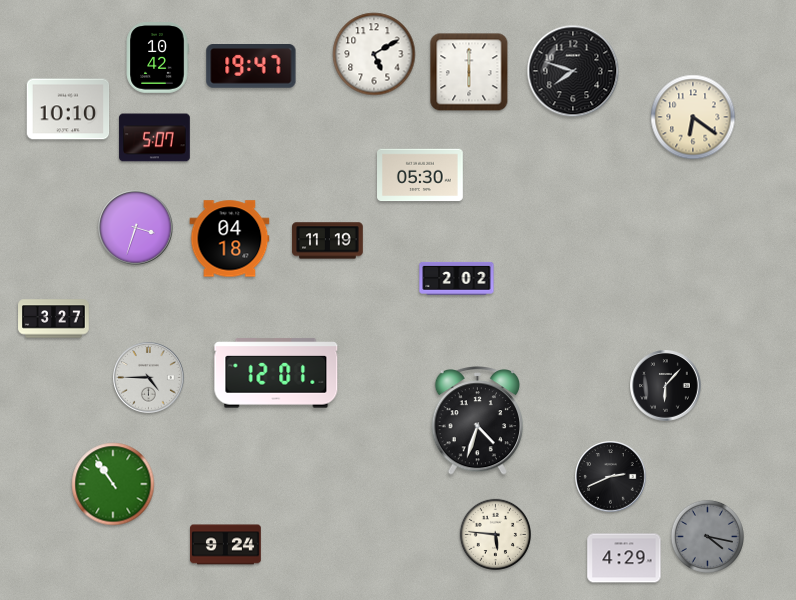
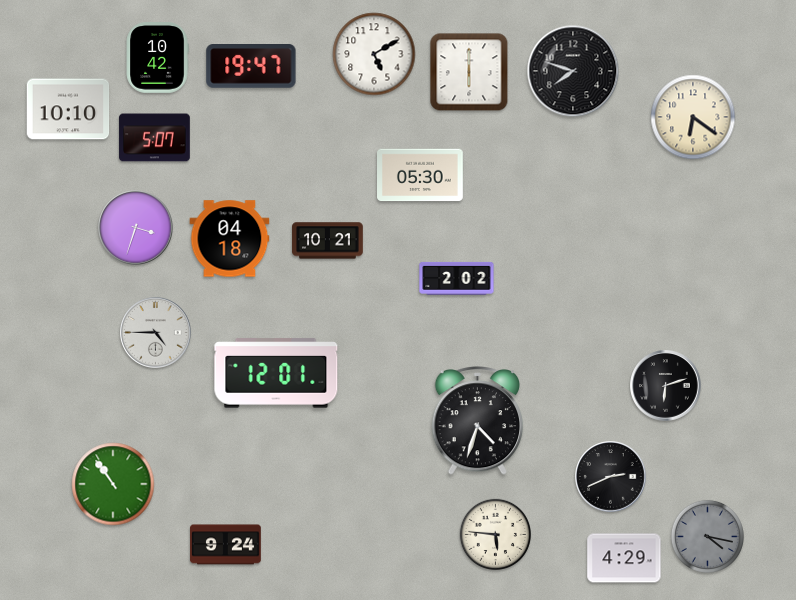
clock at (328, 241): 11:19 -> 10:21
clock at (54, 319): 3:27 -> none
clock at (149, 378) position: (149, 378) -> (156, 333)
clock at (666, 386): 6:07 -> 6:12
